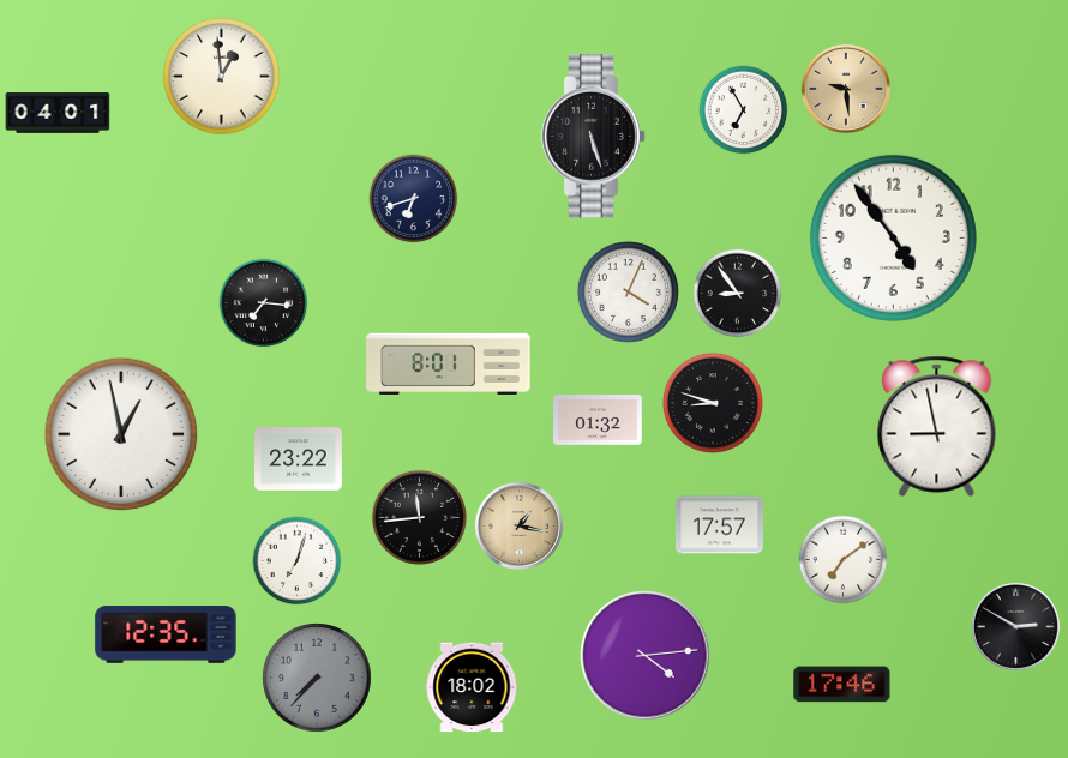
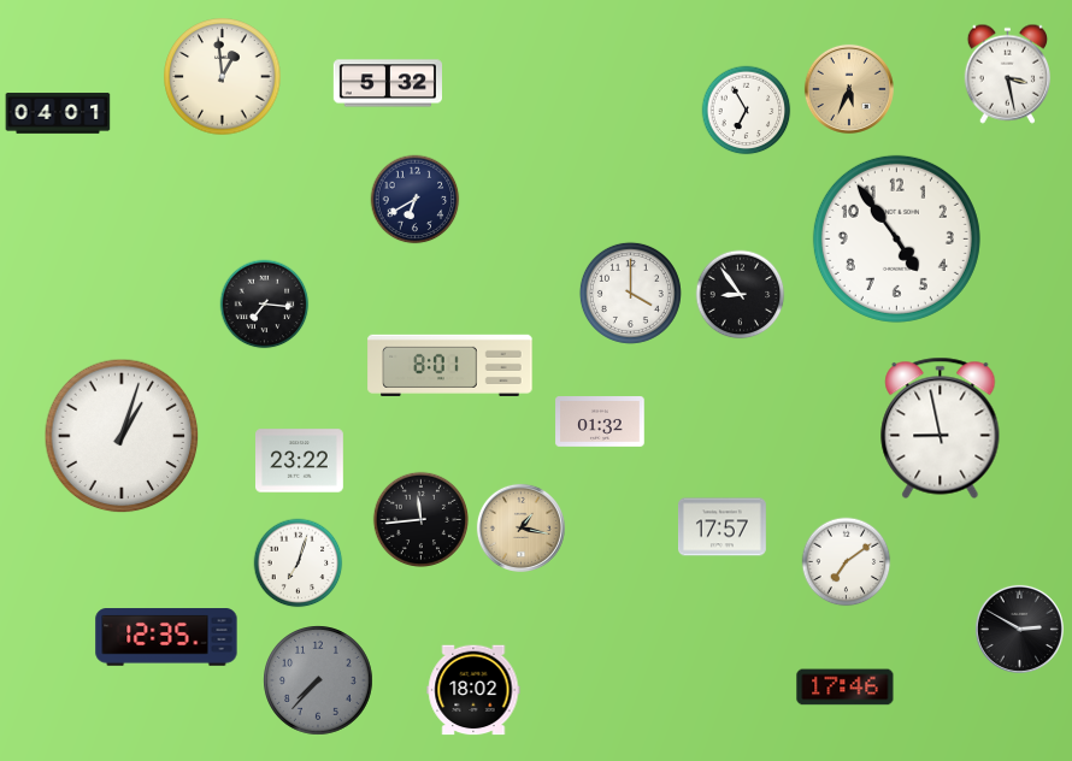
clock at (1007, 73): none -> 3:28
clock at (387, 83): none -> 5:32
clock at (846, 89): 9:29 -> 5:34
clock at (594, 137): 5:27 -> none
clock at (414, 199): 6:42 -> 6:40
clock at (628, 291): 4:04 -> 4:00
clock at (713, 403): 8:48 -> none
clock at (121, 434): 12:58 -> 1:03
clock at (646, 656): 4:14 -> none
